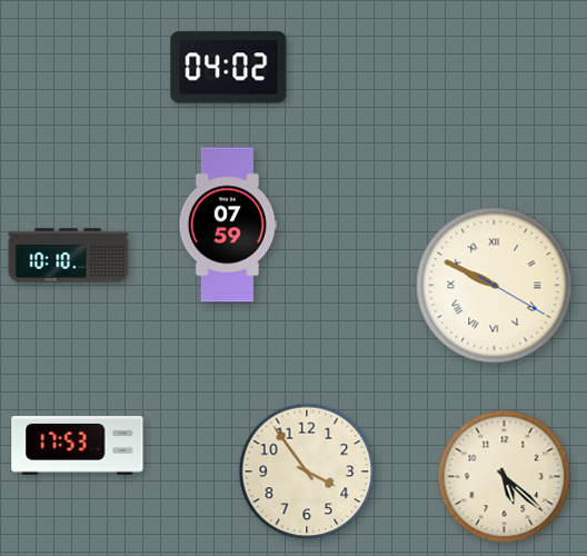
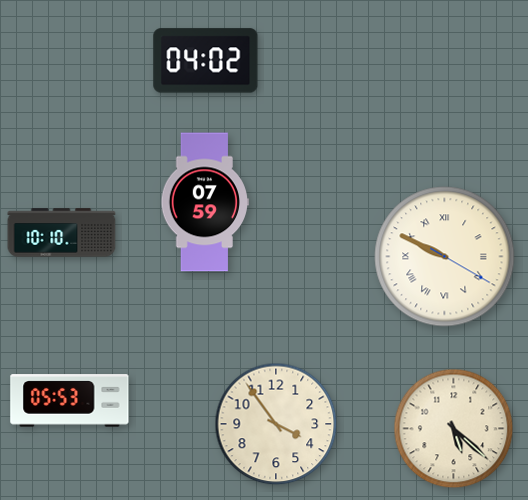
clock at (69, 256) position: (69, 256) -> (62, 233)
clock at (78, 446): 17:53 -> 05:53
